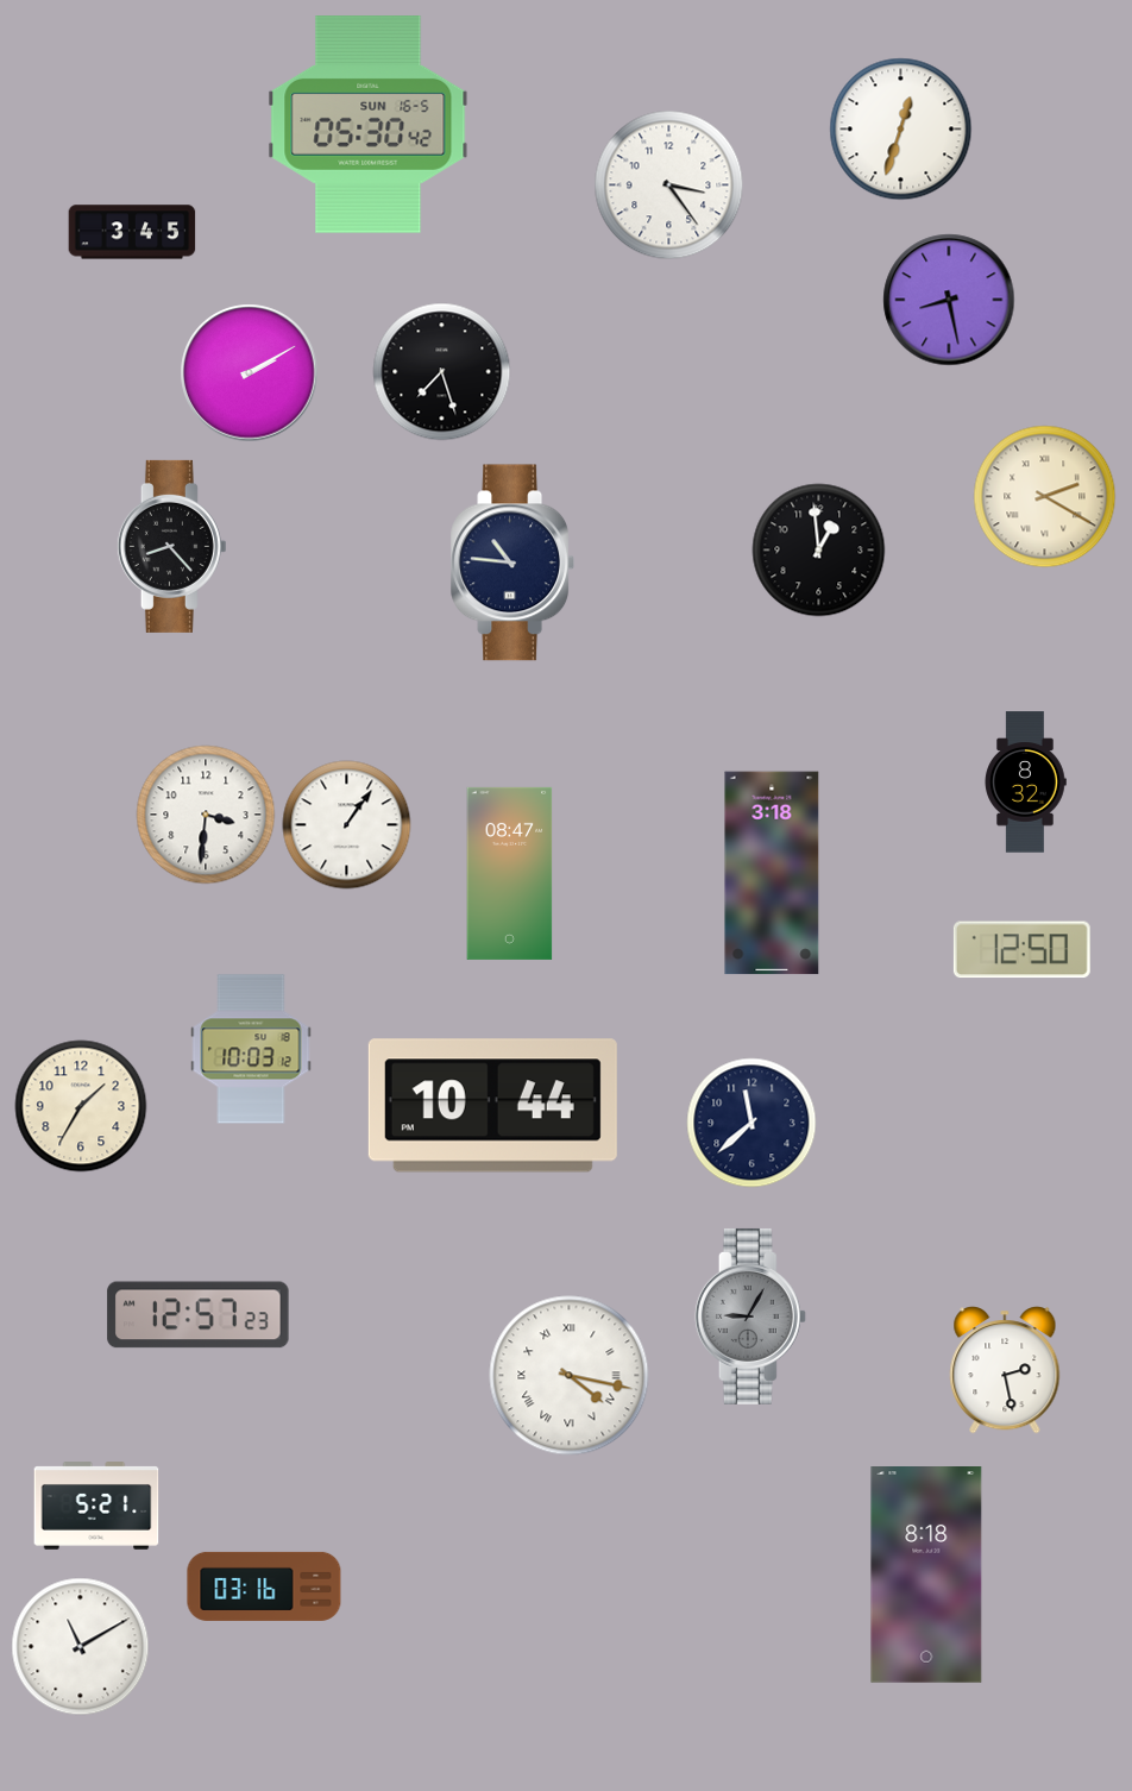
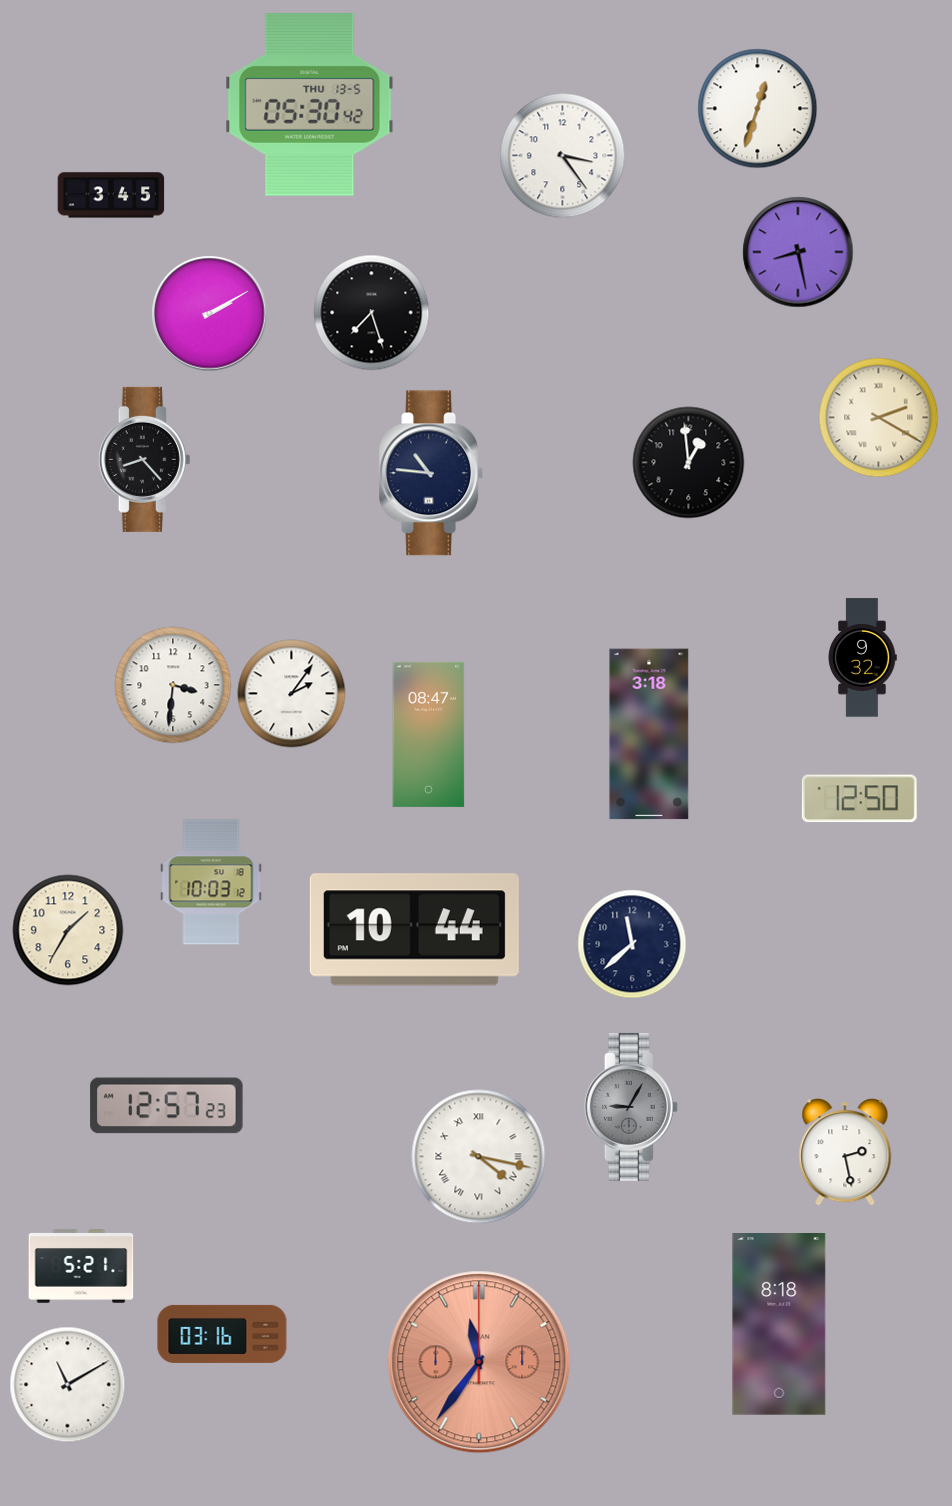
clock at (369, 125) date: SUN 16-5 -> THU 13-5
clock at (1025, 783): 8:32 -> 9:32
clock at (347, 825): 1:06 -> 2:06
clock at (479, 1362): none -> 11:36
